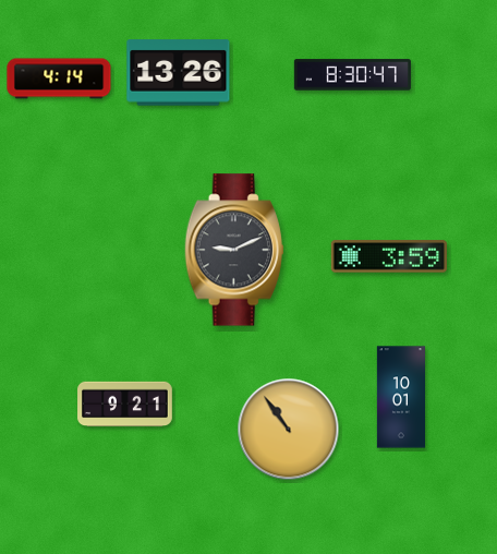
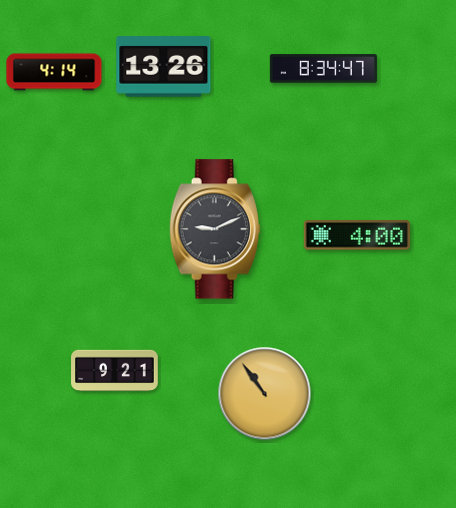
clock at (352, 75): 8:30 -> 8:34
clock at (389, 256): 3:59 -> 4:00
clock at (400, 397): 10:01 -> none
